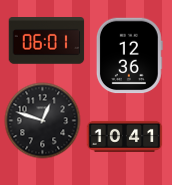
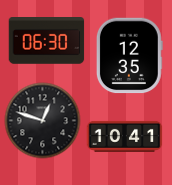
clock at (47, 41): 06:01 -> 06:30
clock at (129, 56): 12:36 -> 12:35
